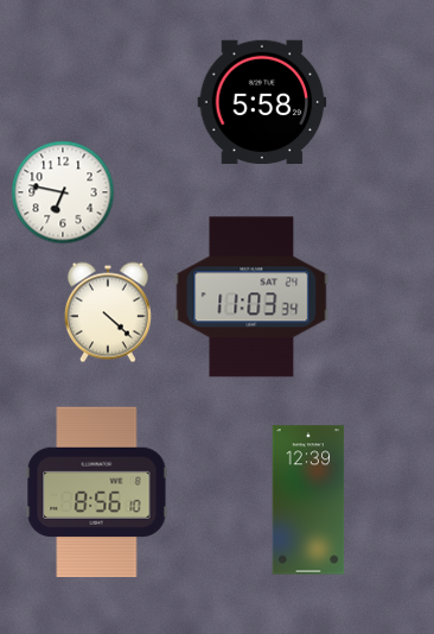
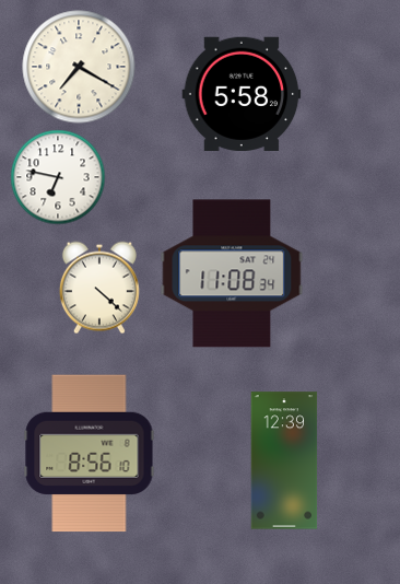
clock at (79, 67): none -> 7:20
clock at (251, 297): 11:03 -> 11:08
